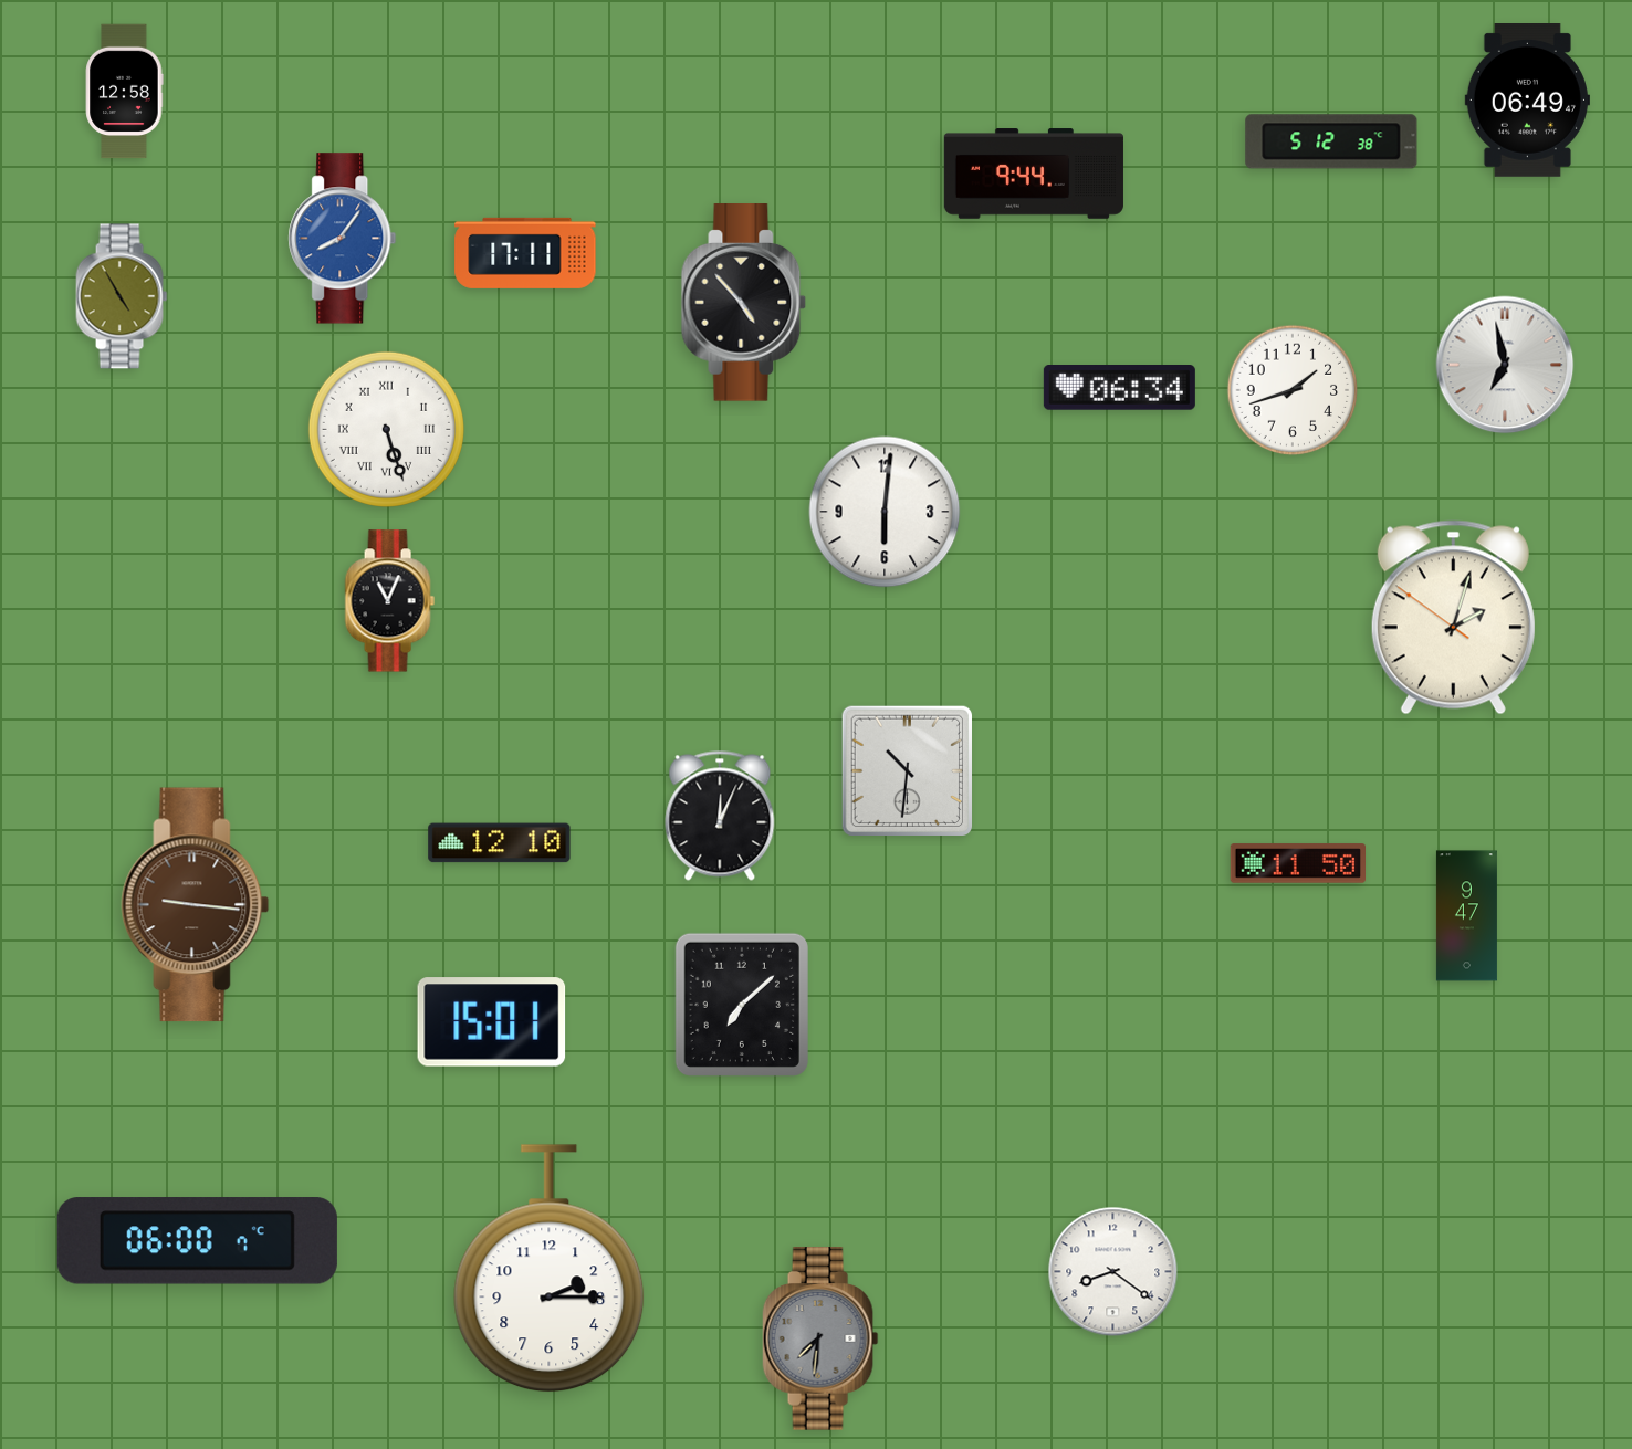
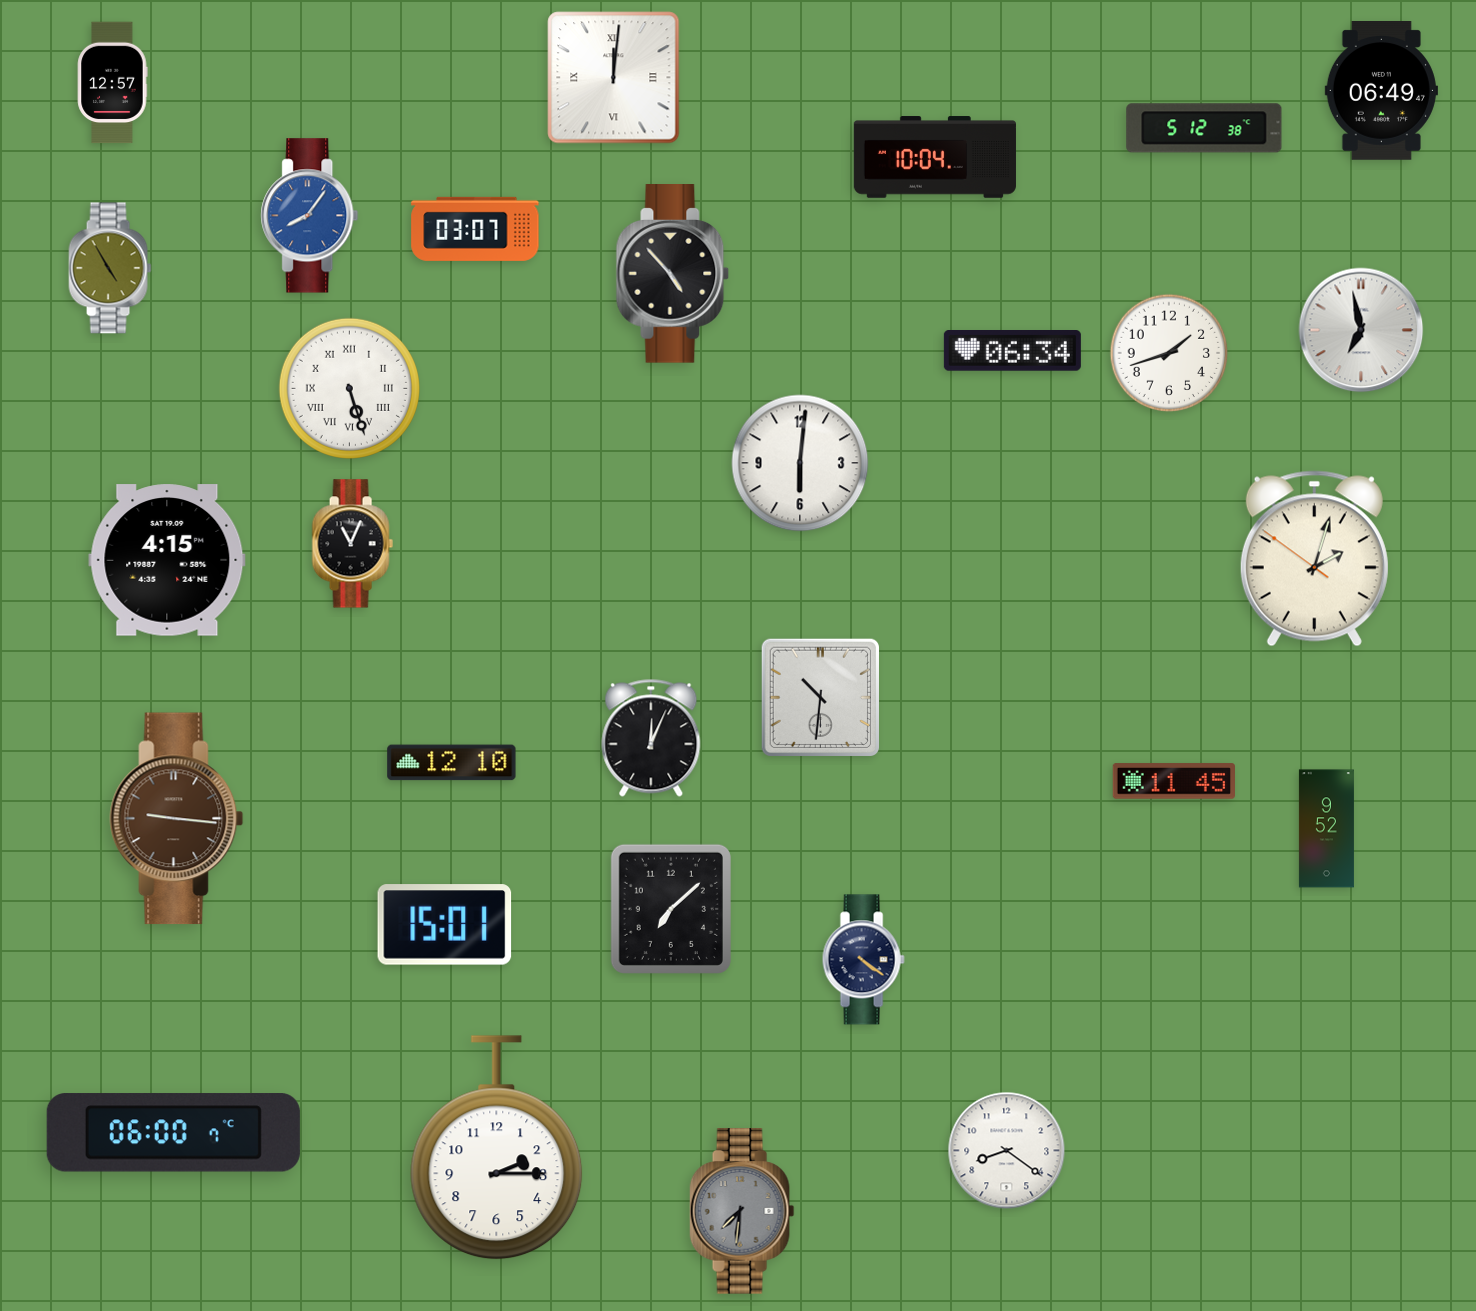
clock at (614, 78): none -> 12:01
clock at (124, 92): 12:58 -> 12:57
clock at (1034, 174): 9:44 -> 10:04
clock at (525, 253): 17:11 -> 03:07
clock at (167, 560): none -> 4:15
clock at (1297, 863): 11:50 -> 11:45
clock at (1466, 916): 9:47 -> 9:52
clock at (863, 960): none -> 4:21
clock at (197, 1241) position: (197, 1241) -> (173, 1133)
